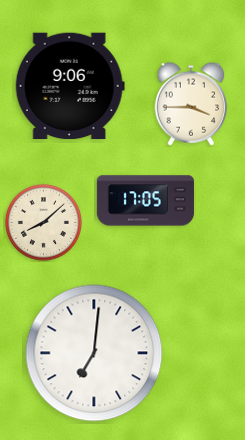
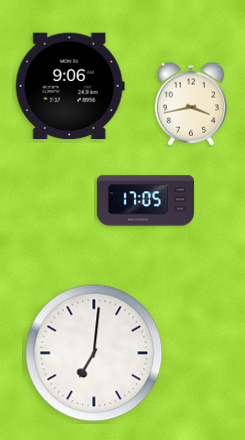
clock at (191, 104): 3:45 -> 3:43
clock at (43, 222): 8:08 -> none
